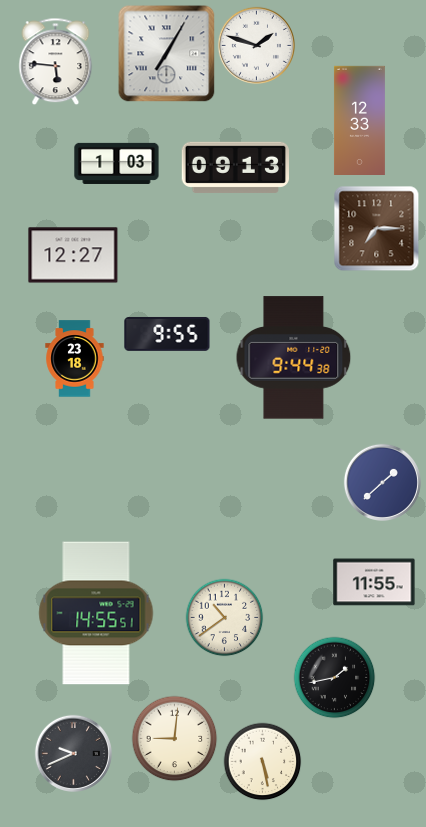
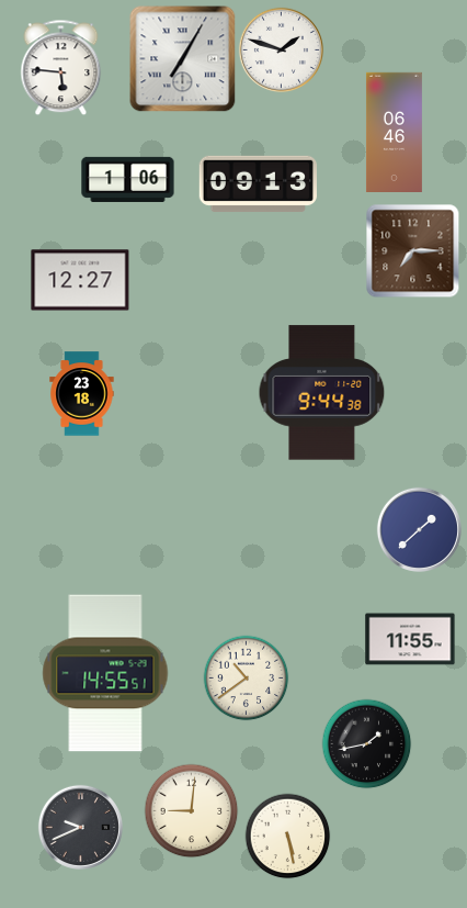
clock at (359, 120): 12:33 -> 06:46
clock at (117, 163): 1:03 -> 1:06
clock at (167, 334): 9:55 -> none
